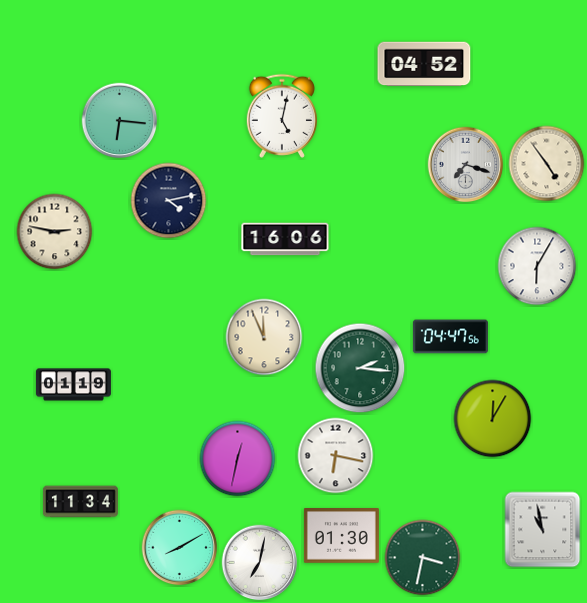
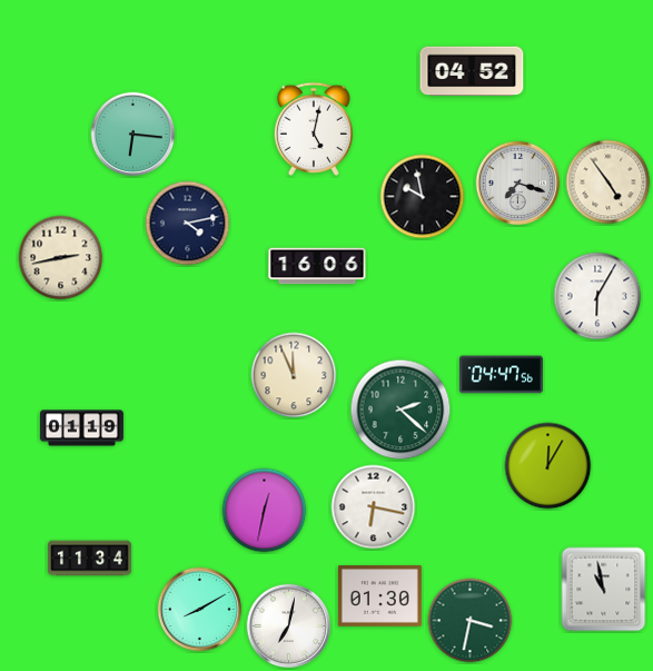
clock at (423, 197): none -> 9:58
clock at (55, 232): 2:47 -> 2:43
clock at (360, 368): 2:16 -> 2:22
